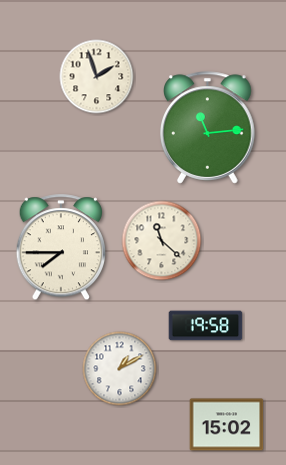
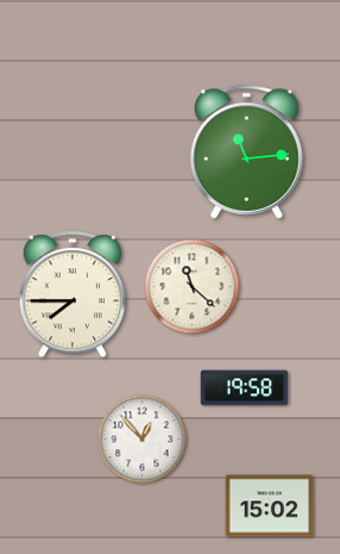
clock at (97, 77): 1:57 -> none
clock at (120, 369): 1:10 -> 12:53
